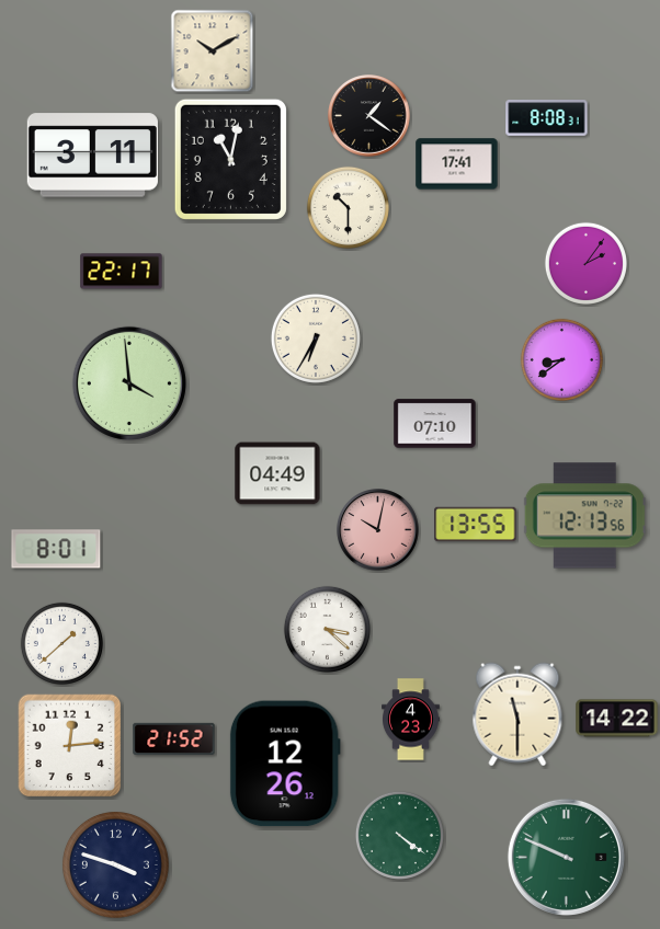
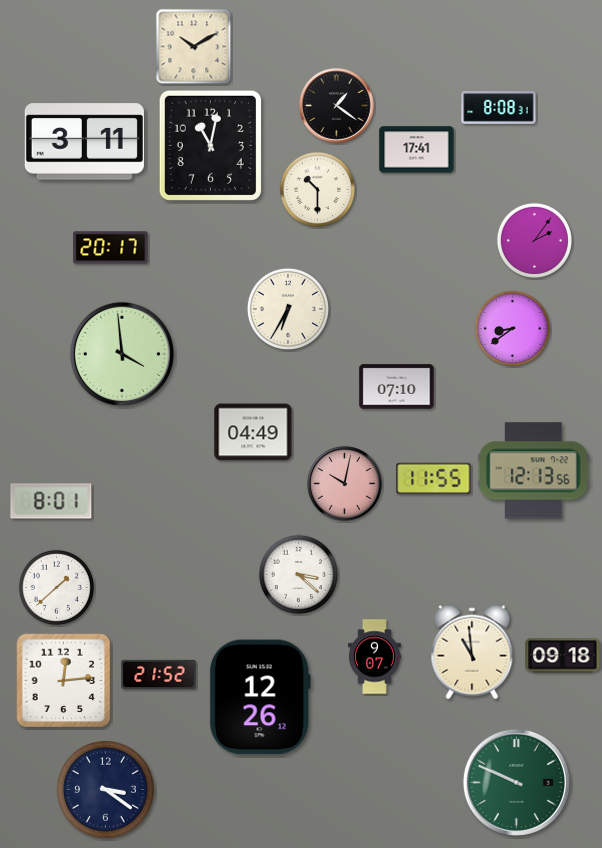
clock at (122, 272): 22:17 -> 20:17
clock at (129, 383) position: (129, 383) -> (122, 354)
clock at (476, 525): 13:55 -> 11:55
clock at (517, 714): 11:30 -> 10:59
clock at (617, 719): 14:22 -> 09:18
clock at (411, 720): 4:23 -> 9:07
clock at (399, 835): 4:21 -> none
clock at (115, 864): 3:48 -> 3:21
